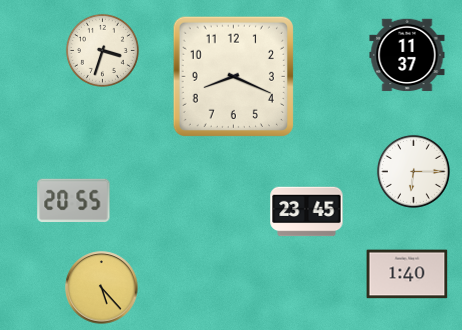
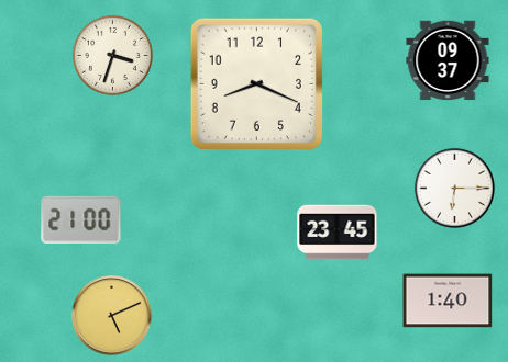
clock at (407, 55): 11:37 -> 09:37
clock at (74, 200): 20:55 -> 21:00
clock at (102, 288): 5:23 -> 5:11
